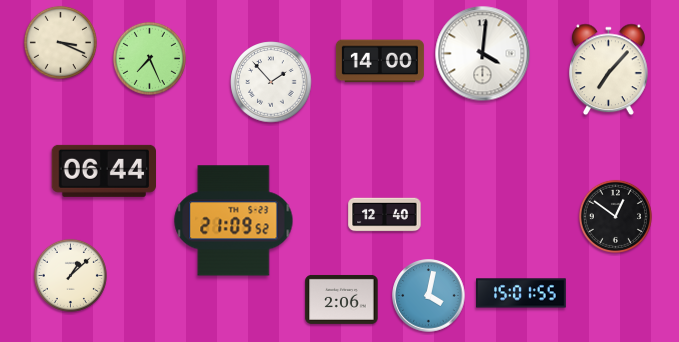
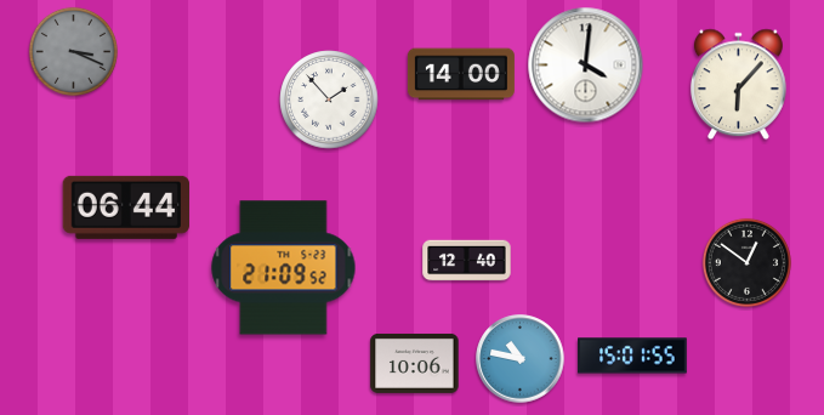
clock at (60, 42) dial: cream -> grey
clock at (149, 58): 7:26 -> none
clock at (608, 70): 7:07 -> 6:07
clock at (70, 275): 1:08 -> none
clock at (429, 296): 4:02 -> 10:47
clock at (342, 299): 2:06 -> 10:06
